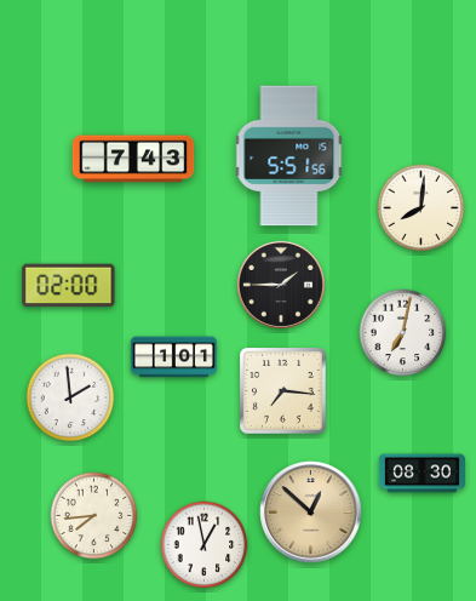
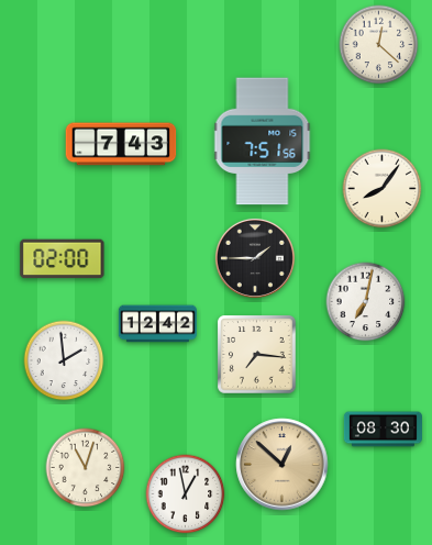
clock at (379, 45): none -> 12:22
clock at (289, 156): 5:51 -> 7:51
clock at (421, 208): 8:01 -> 8:06
clock at (173, 357): 1:01 -> 12:42
clock at (94, 516): 7:44 -> 11:03
